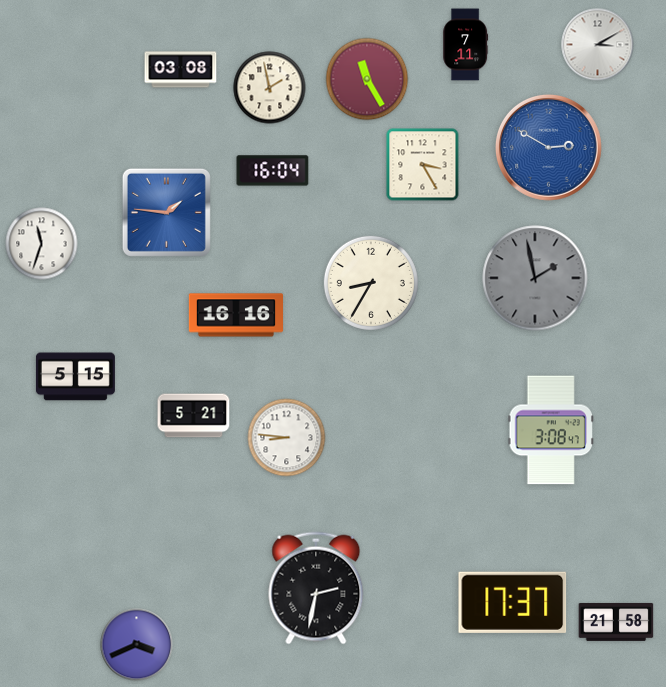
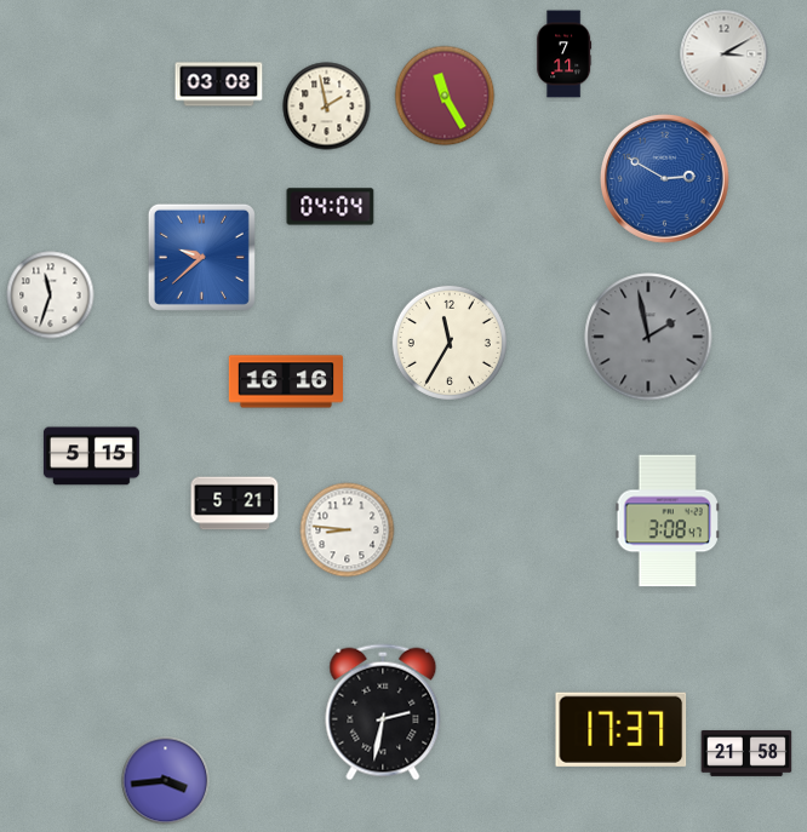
clock at (423, 165): 3:25 -> none
clock at (273, 171): 16:04 -> 04:04
clock at (166, 212): 1:46 -> 9:38
clock at (371, 283): 8:35 -> 11:35
clock at (137, 645): 3:41 -> 3:44
